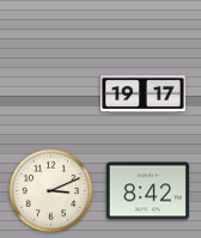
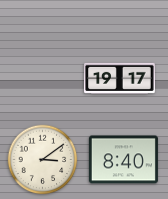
clock at (51, 191): 3:11 -> 3:09
clock at (147, 191): 8:42 -> 8:40
